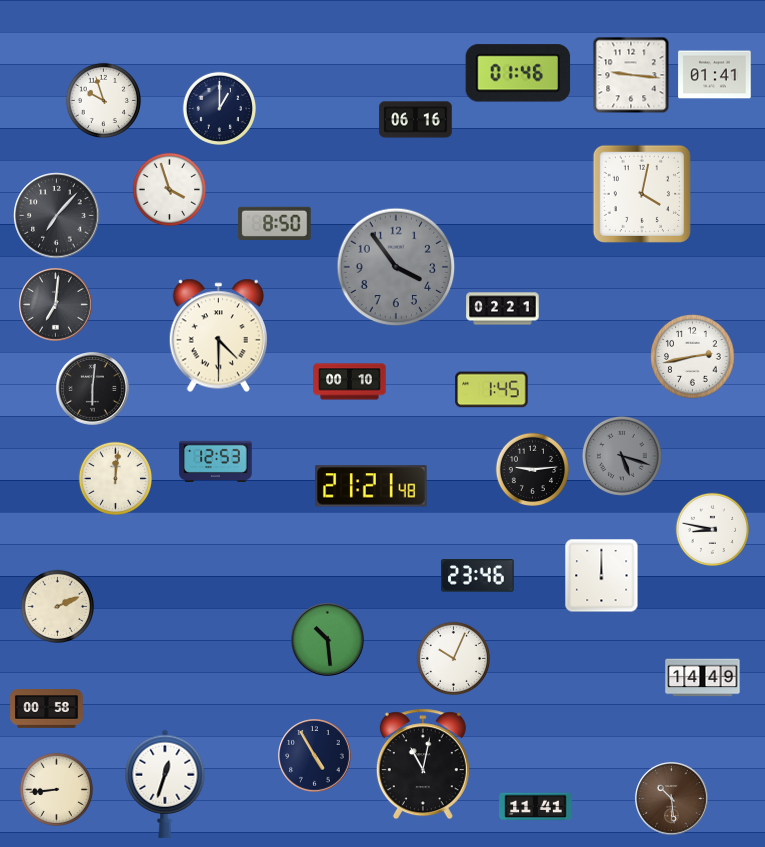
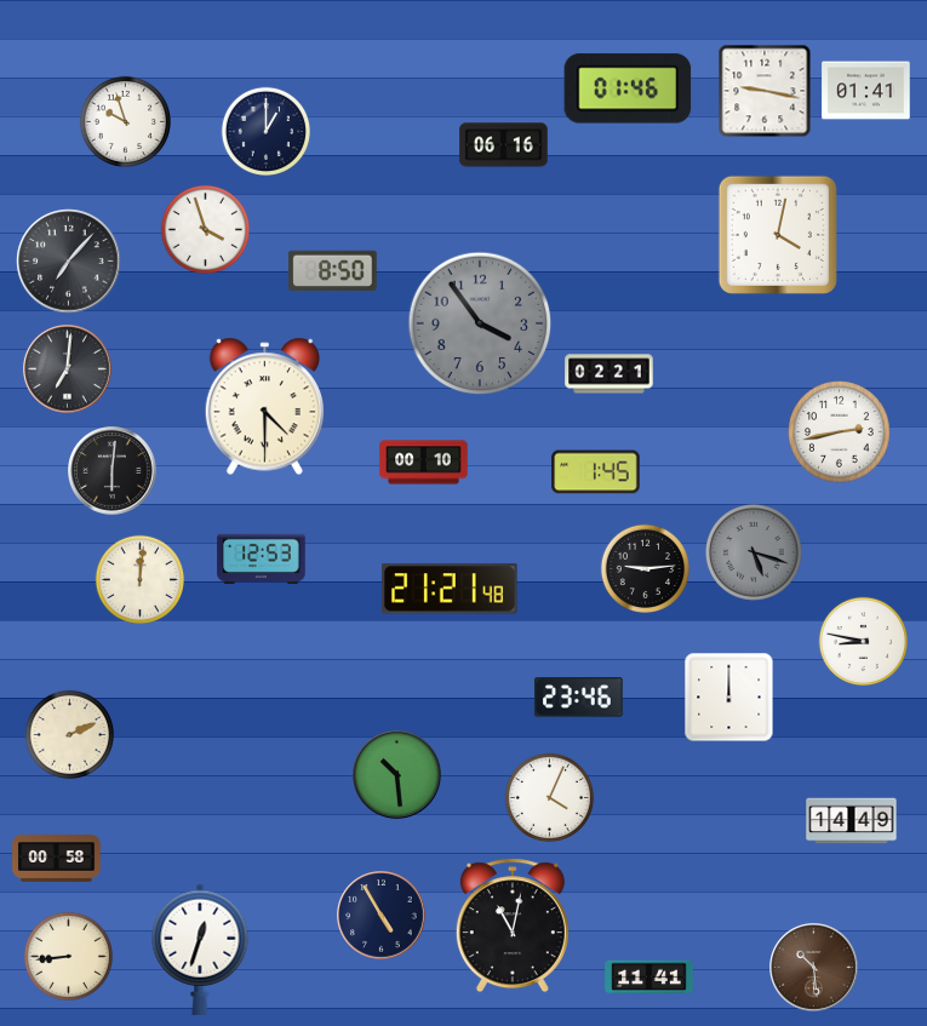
clock at (631, 75): 9:16 -> 9:17
clock at (453, 658): 10:04 -> 4:04
